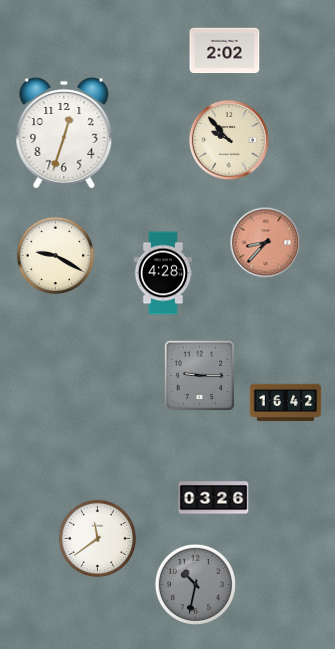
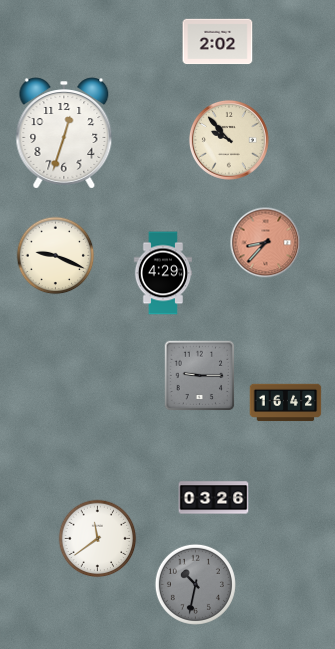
clock at (225, 51) position: (225, 51) -> (218, 42)
clock at (56, 256): 9:20 -> 9:19
clock at (163, 273): 4:28 -> 4:29
